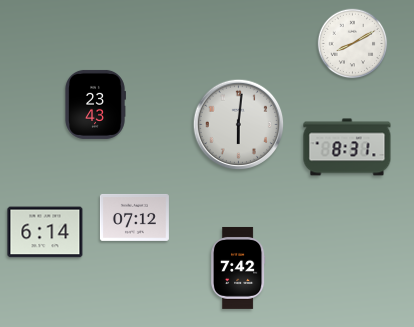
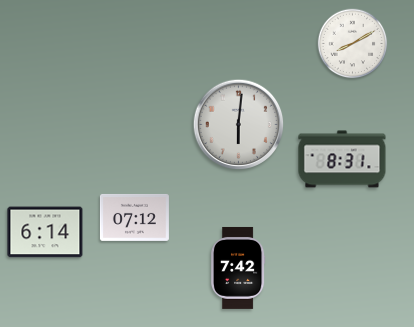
clock at (95, 104): 23:43 -> none
clock at (347, 147) position: (347, 147) -> (342, 159)
